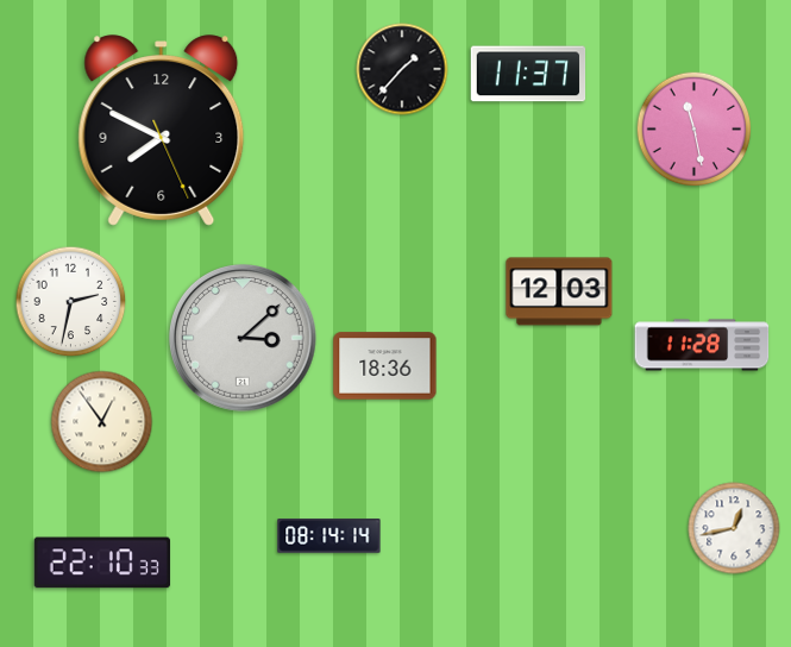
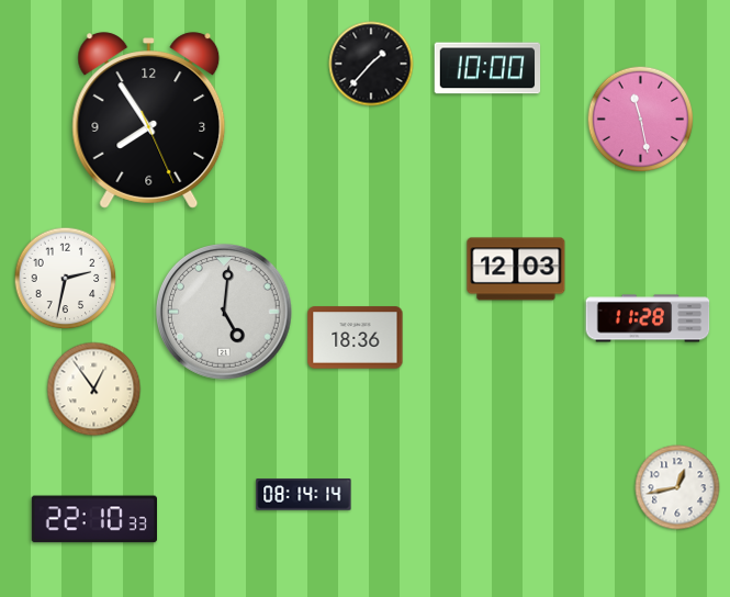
clock at (528, 74): 11:37 -> 10:00
clock at (162, 131): 7:49 -> 7:54
clock at (244, 339): 3:08 -> 5:01
